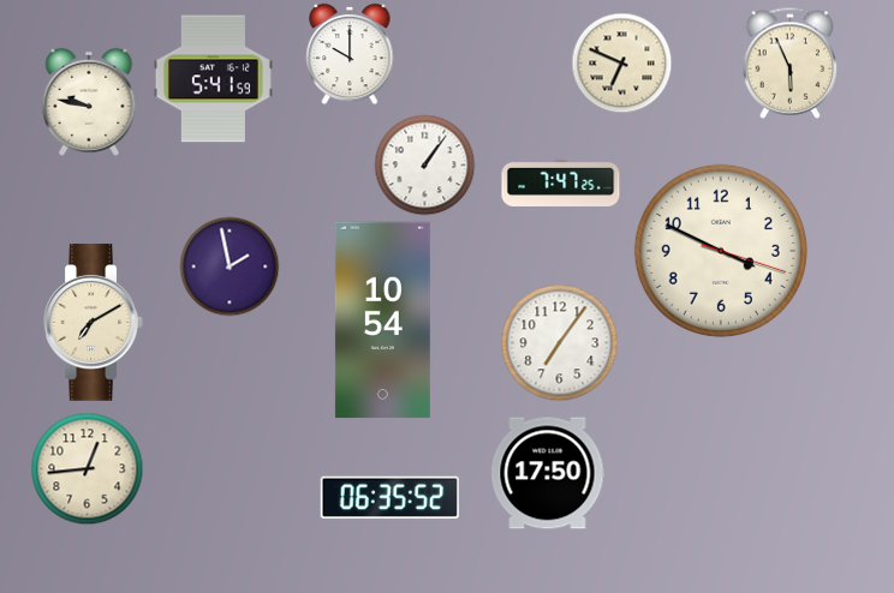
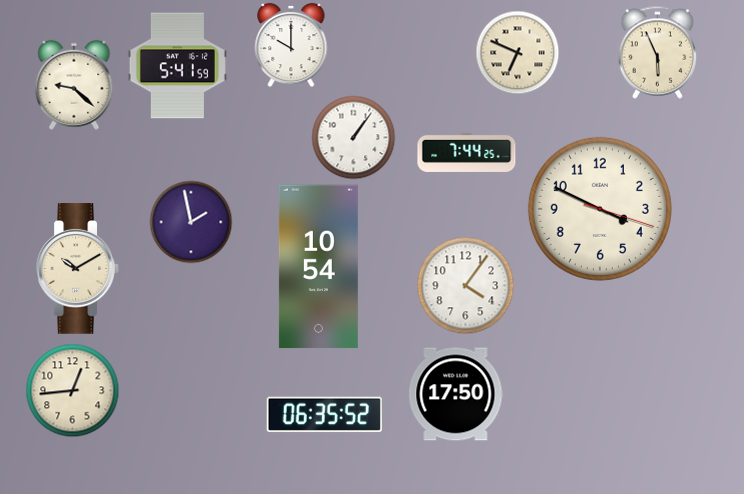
clock at (89, 102): 9:47 -> 9:22
clock at (561, 182): 7:47 -> 7:44
clock at (94, 323): 7:10 -> 10:10
clock at (559, 342): 7:06 -> 4:06
